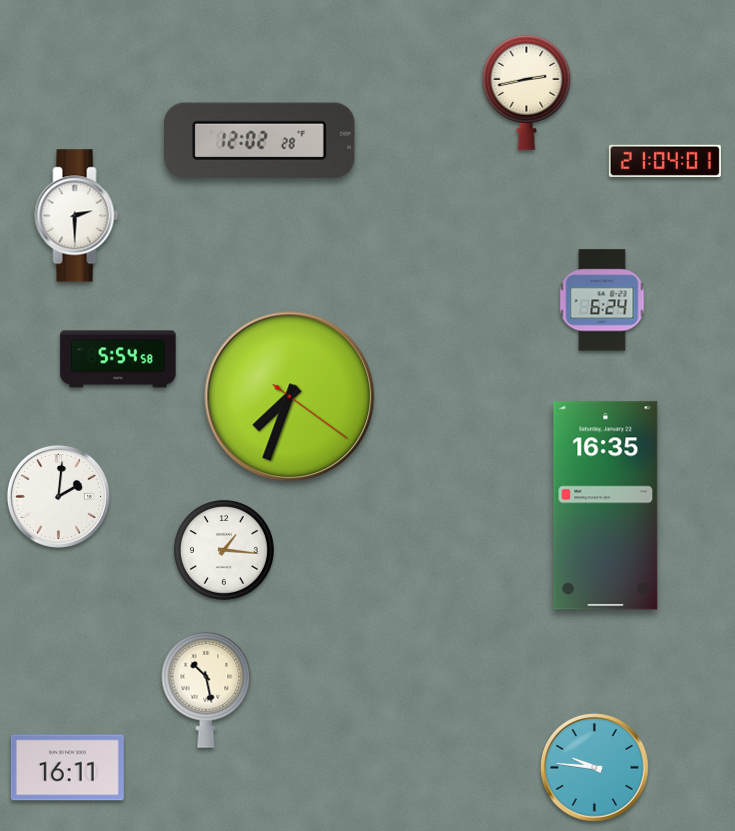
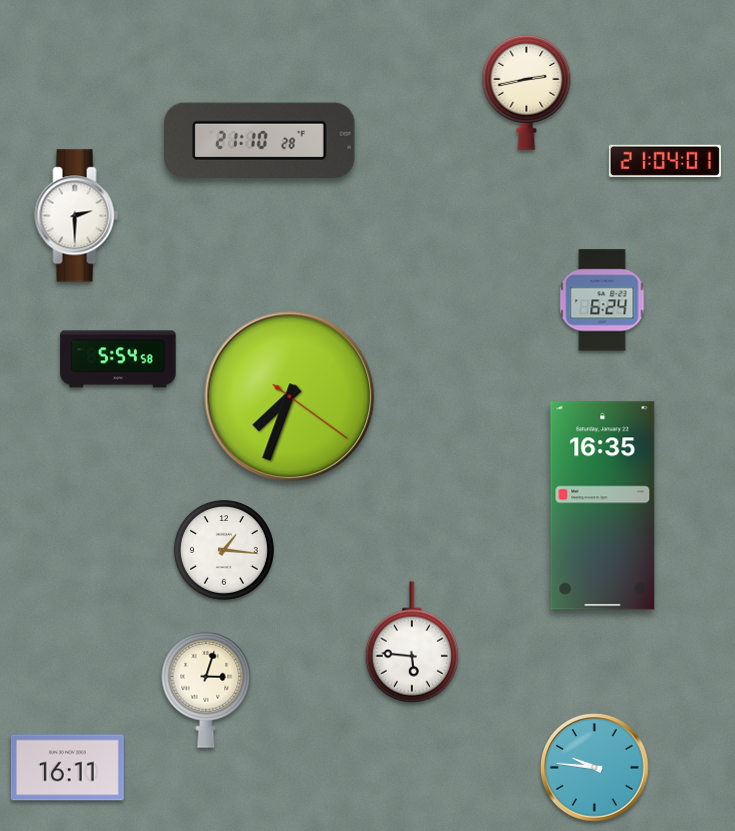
clock at (260, 141): 12:02 -> 21:10
clock at (58, 496): 2:01 -> none
clock at (606, 506) position: (606, 506) -> (603, 506)
clock at (411, 642): none -> 5:46
clock at (206, 690): 10:28 -> 3:03
